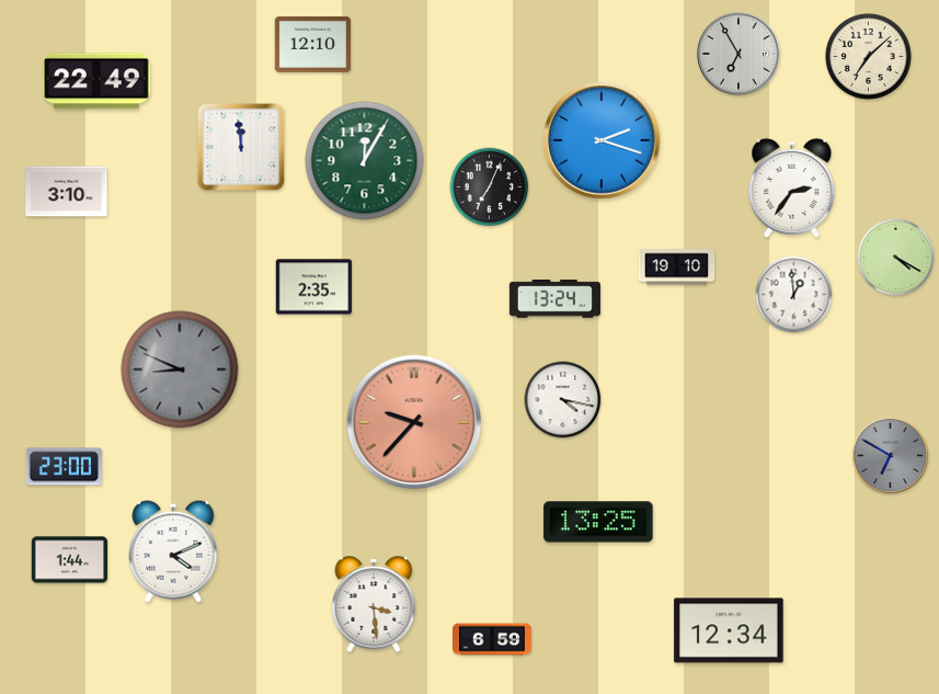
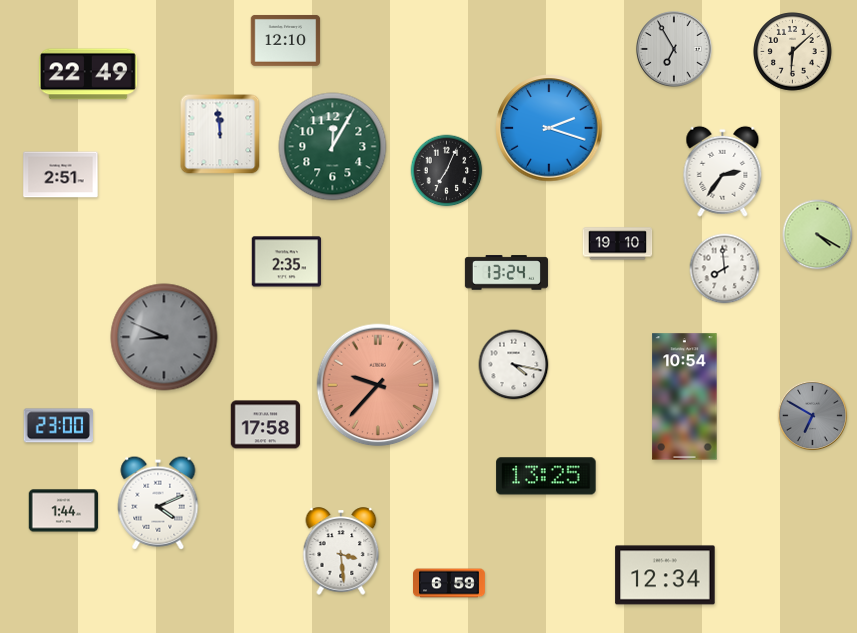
clock at (869, 57): 7:08 -> 6:08
clock at (67, 192): 3:10 -> 2:51
clock at (794, 295): 12:59 -> 7:59
clock at (685, 397): none -> 10:54
clock at (266, 425): none -> 17:58
